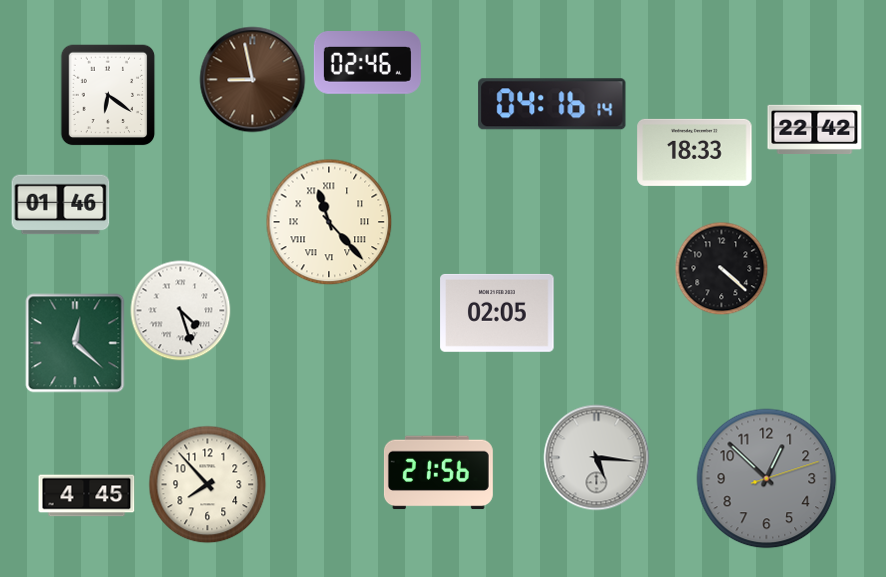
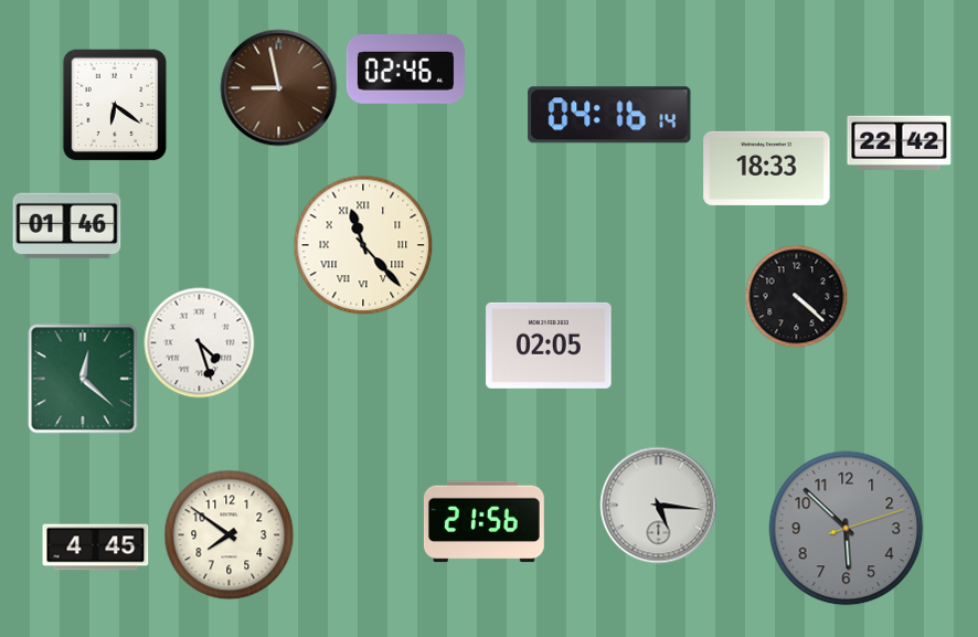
clock at (108, 95) position: (108, 95) -> (115, 105)
clock at (767, 479): 12:52 -> 5:52
clock at (208, 485): 7:53 -> 7:51
